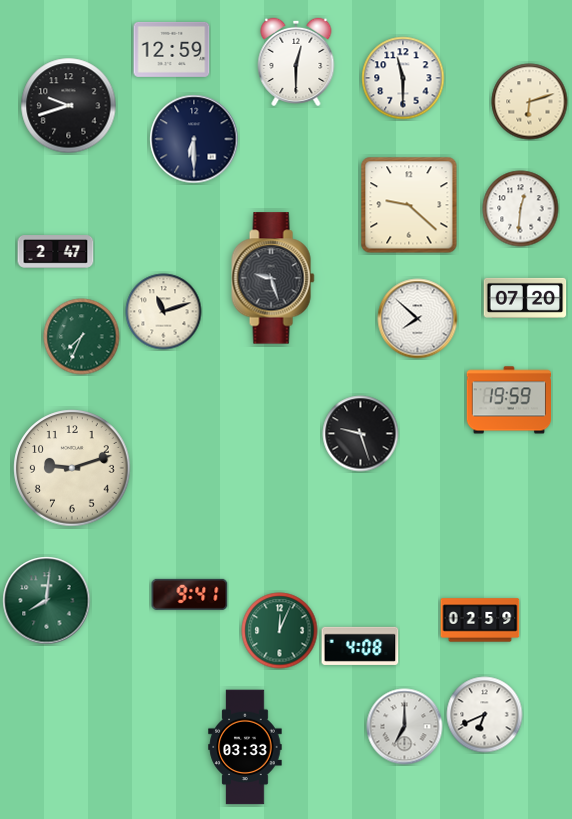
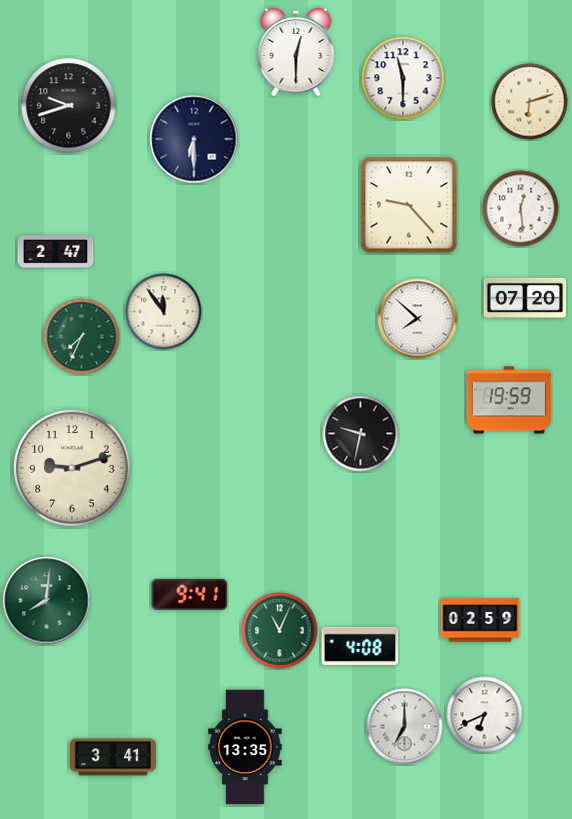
clock at (172, 49): 12:59 -> none
clock at (296, 61) position: (296, 61) -> (296, 51)
clock at (409, 205): 9:22 -> 9:23
clock at (521, 209): 12:31 -> 12:29
clock at (273, 278): 9:27 -> none
clock at (164, 312): 11:12 -> 11:54
clock at (361, 434): 9:27 -> 9:32
clock at (280, 631): 12:04 -> 11:04
clock at (245, 747): 03:33 -> 13:35
clock at (113, 757): none -> 3:41
